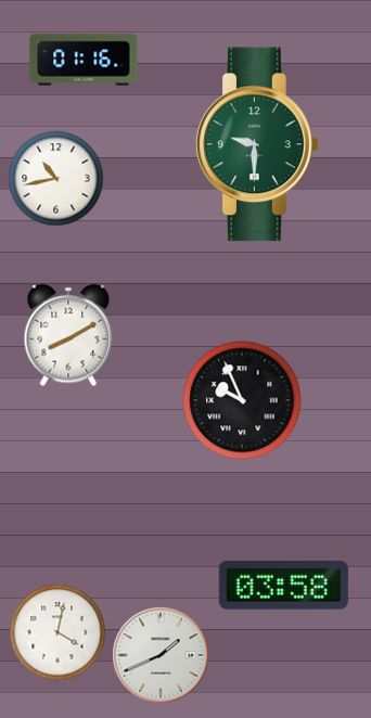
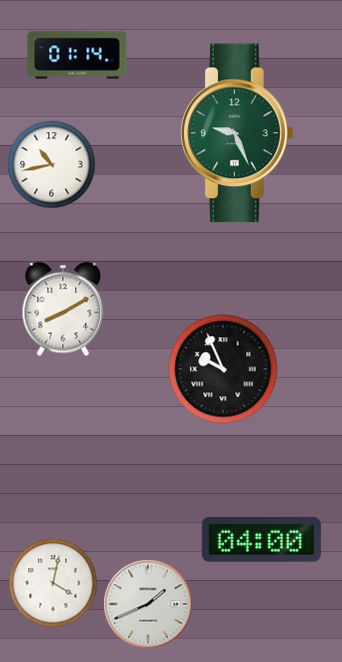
clock at (84, 60): 01:16 -> 01:14
clock at (258, 144): 9:30 -> 9:26
clock at (283, 585): 03:58 -> 04:00
